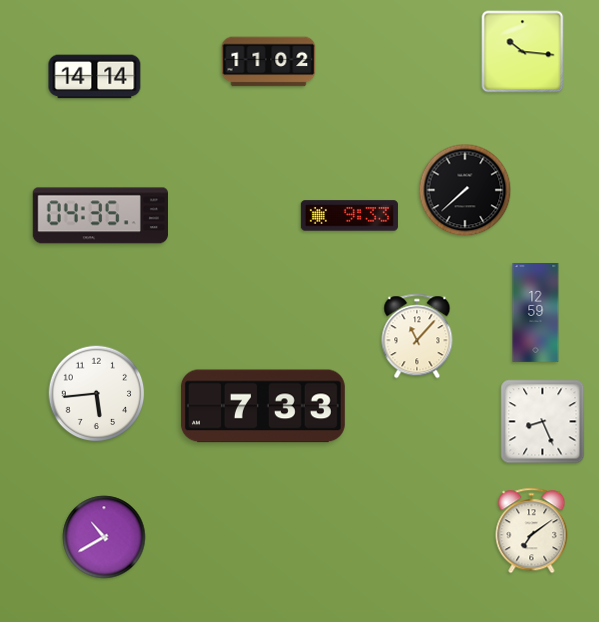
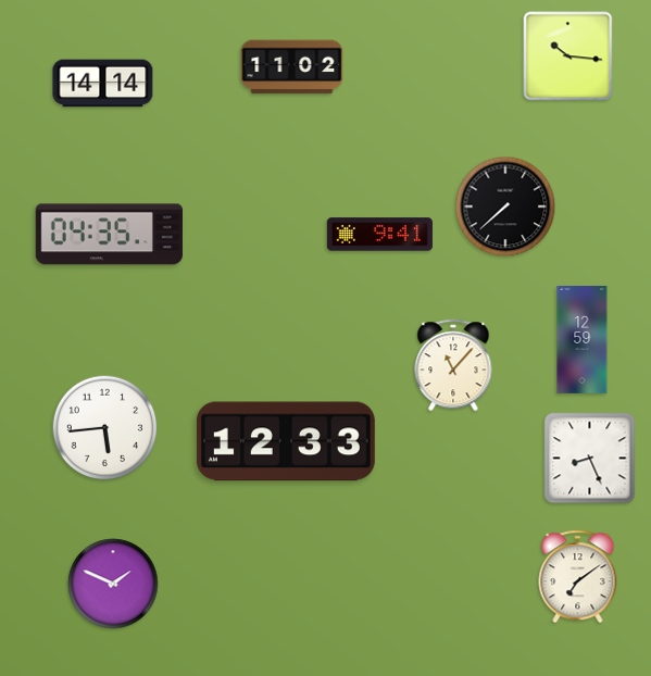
clock at (349, 216): 9:33 -> 9:41
clock at (263, 406): 7:33 -> 12:33
clock at (104, 537): 10:40 -> 1:49
